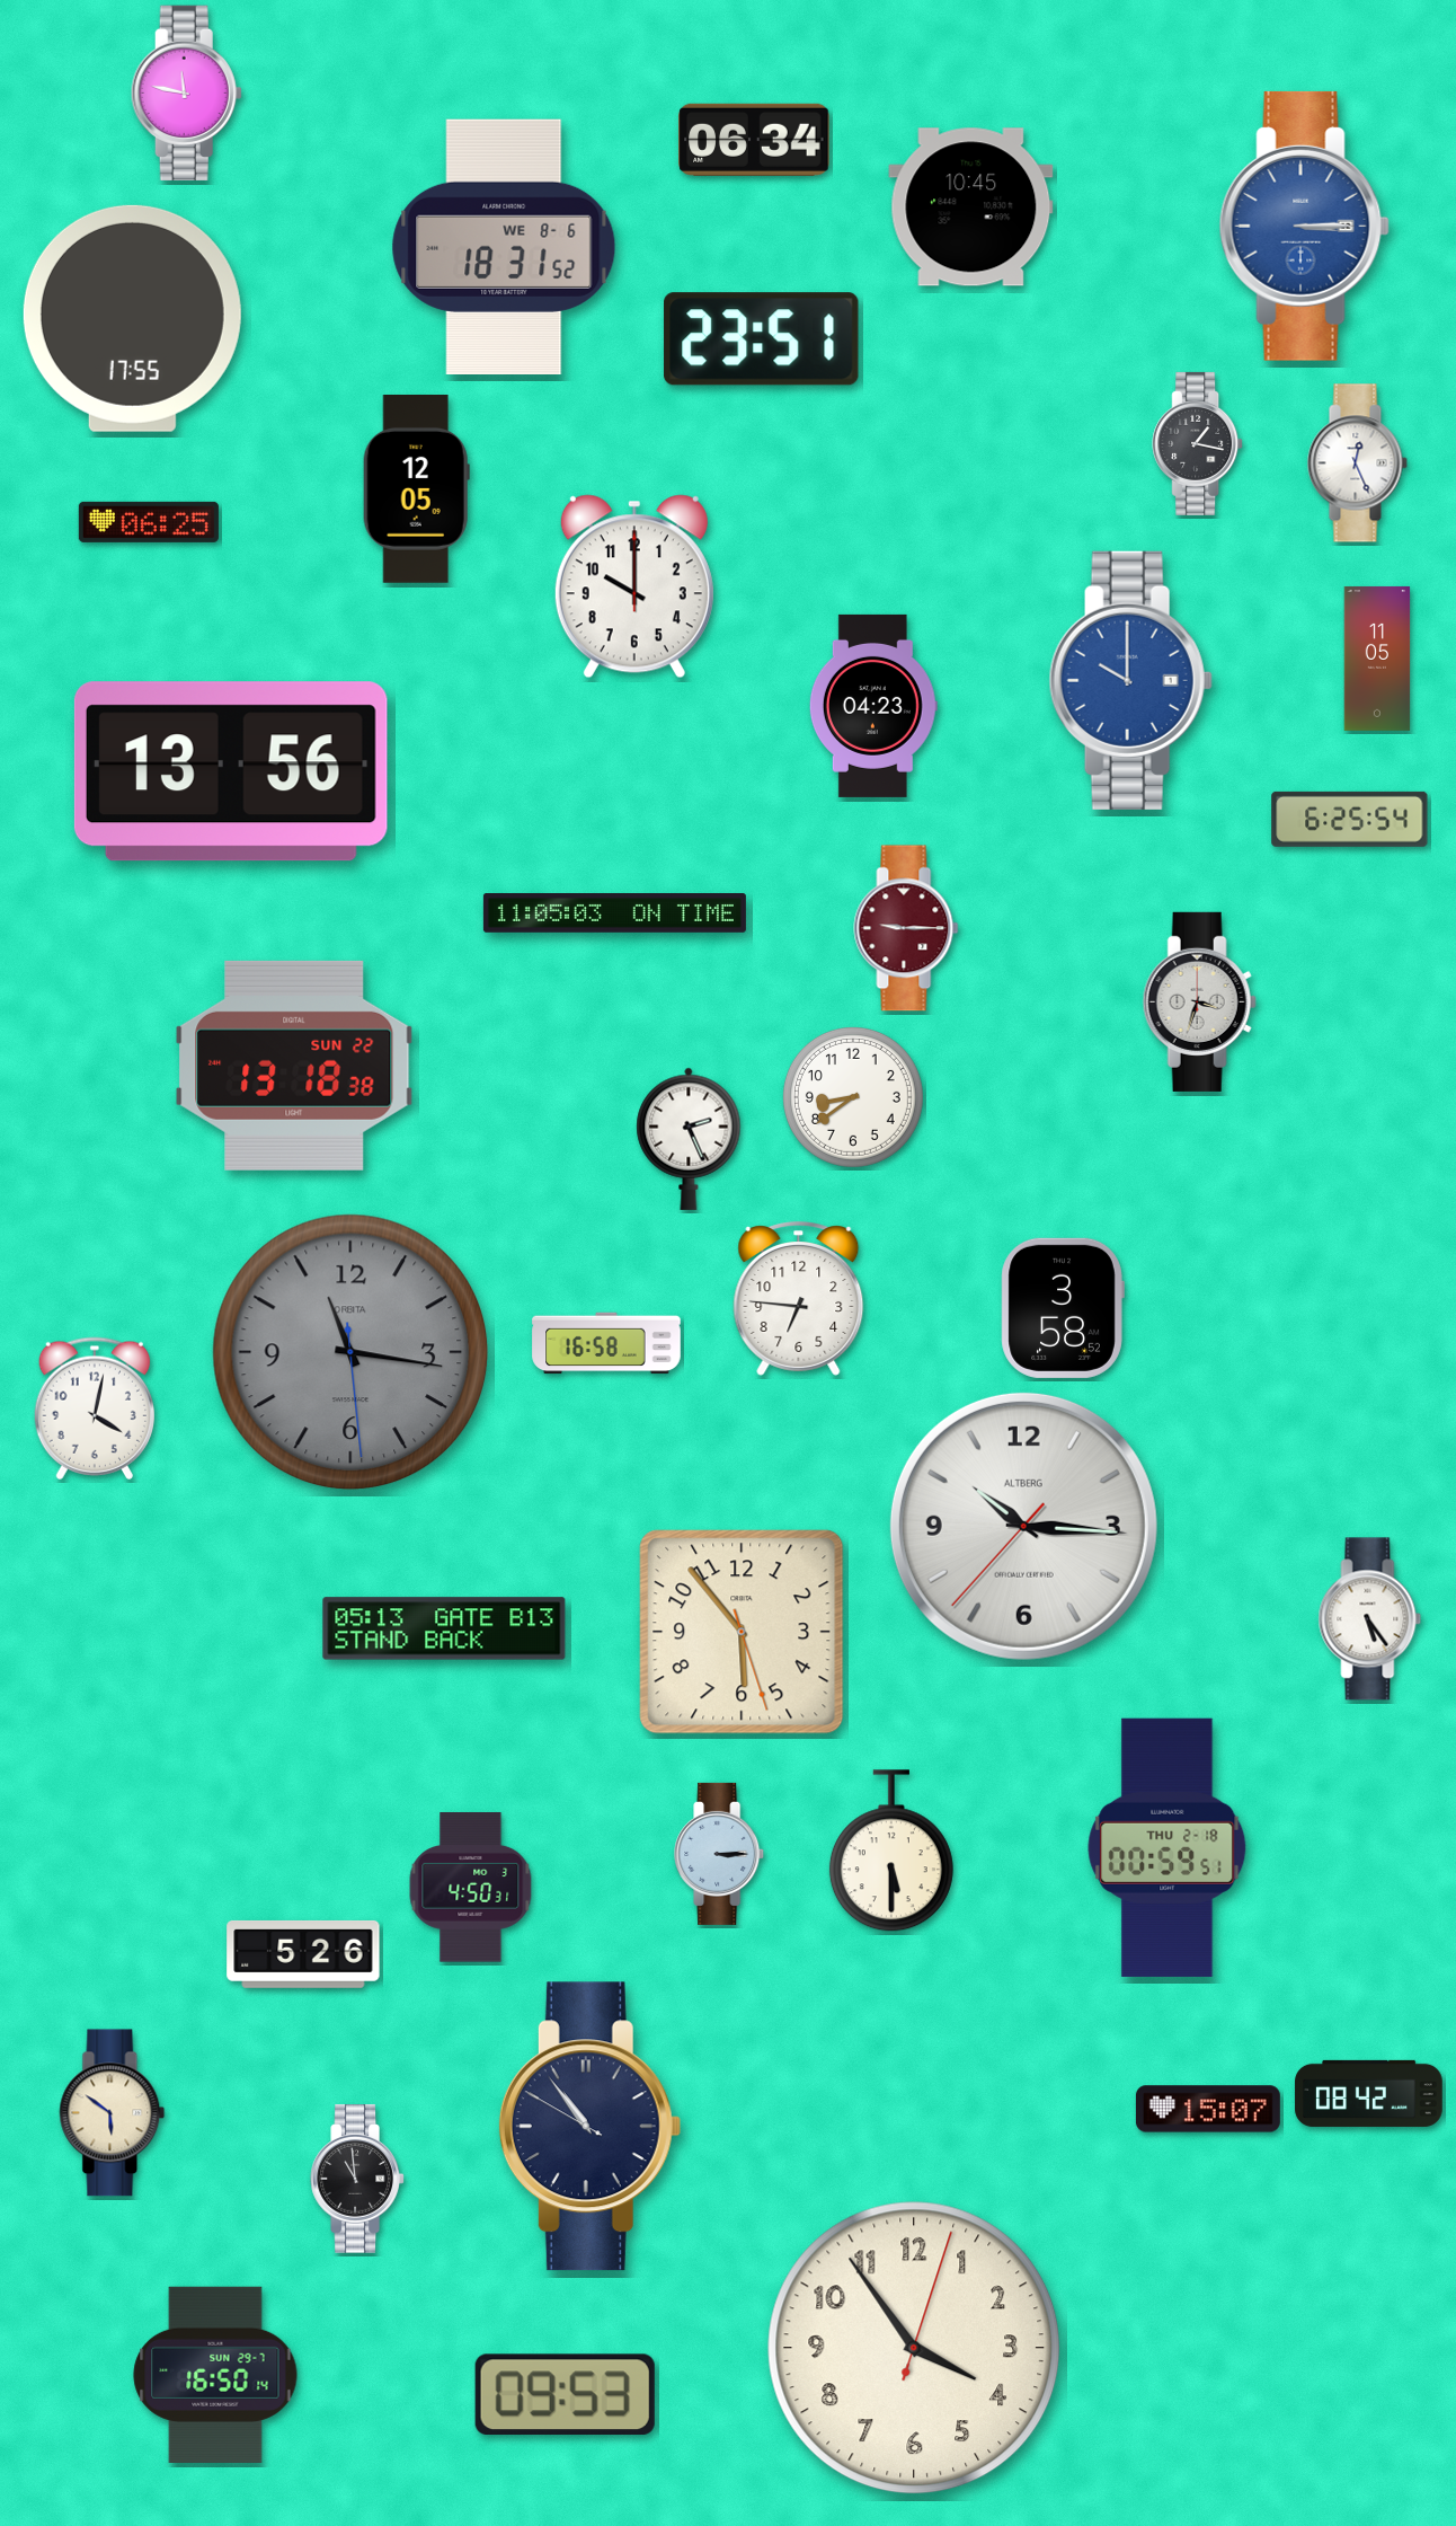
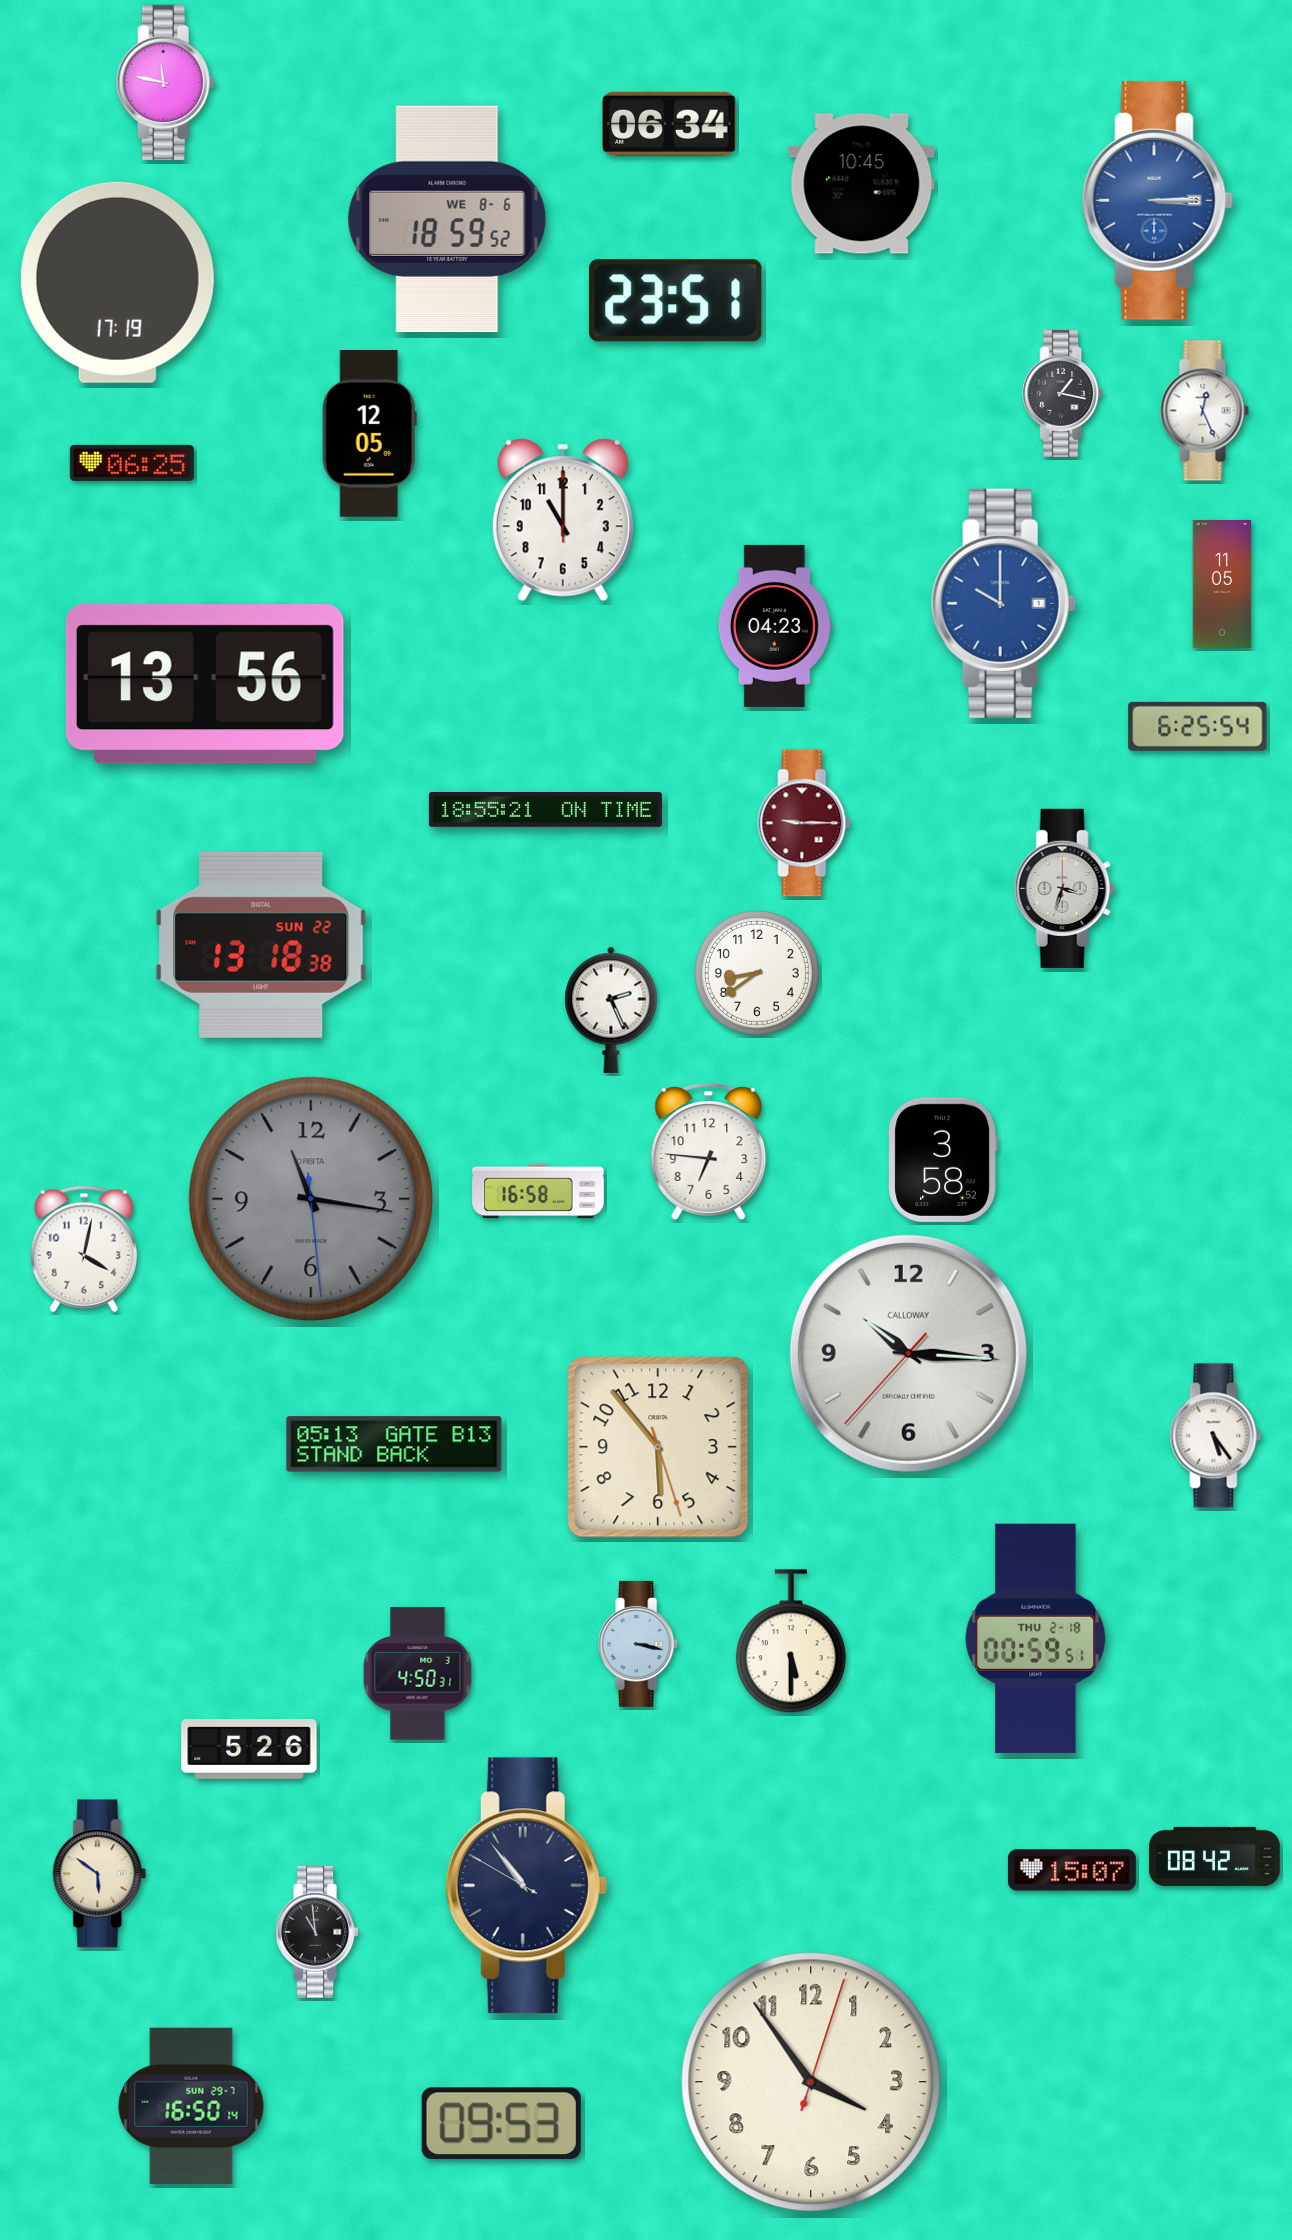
clock at (504, 246): 18:31 -> 18:59
clock at (132, 318): 17:55 -> 17:19
clock at (634, 586): 10:00 -> 11:00
clock at (614, 913): 11:05 -> 18:55
clock at (1023, 1526) brand: ALTBERG -> CALLOWAY
clock at (720, 1854): 3:15 -> 3:17
clock at (303, 1954) position: (303, 1954) -> (249, 1749)
clock at (589, 2127) position: (589, 2127) -> (526, 1886)
